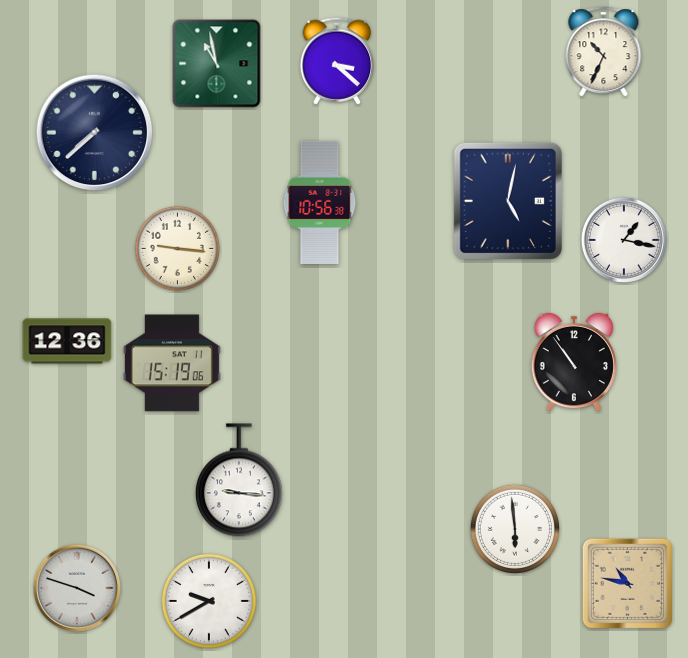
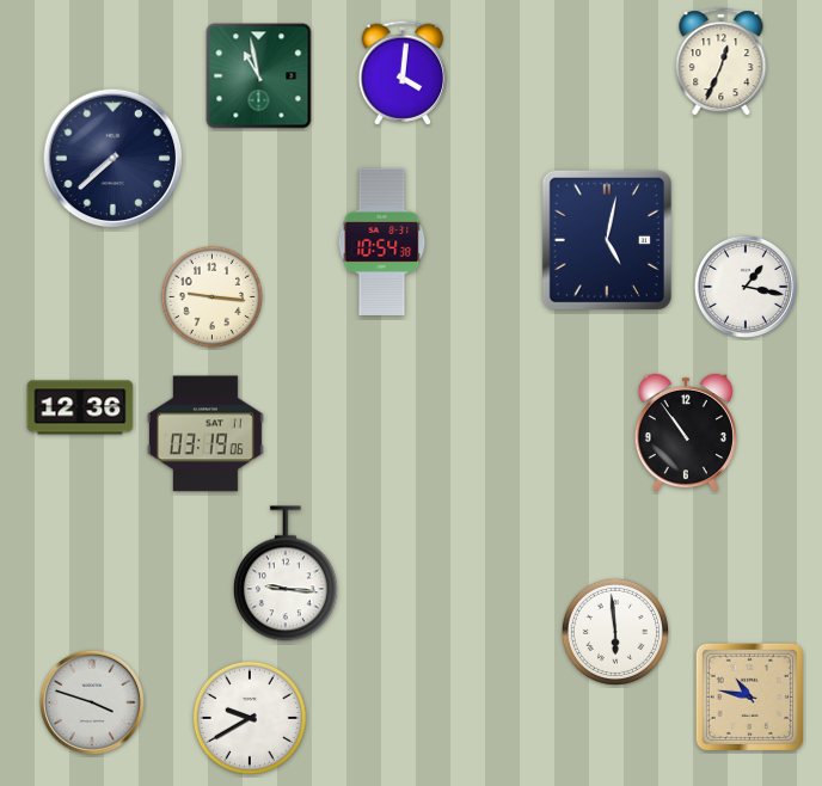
clock at (604, 52): 10:34 -> 12:34
clock at (337, 61): 3:22 -> 4:01
clock at (320, 202): 10:56 -> 10:54
clock at (172, 363): 15:19 -> 03:19
